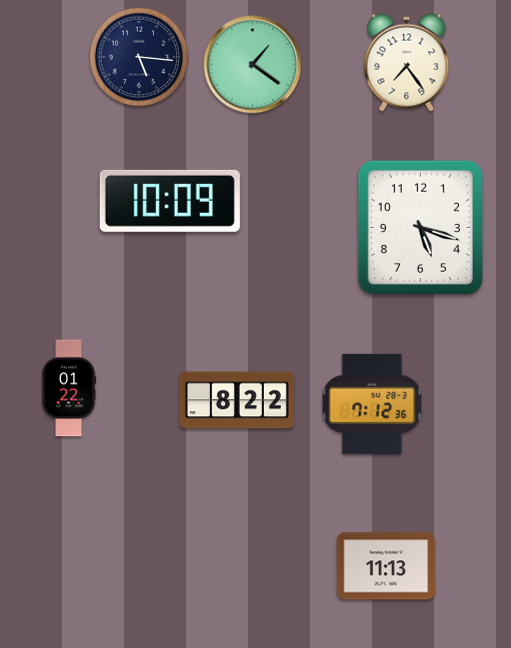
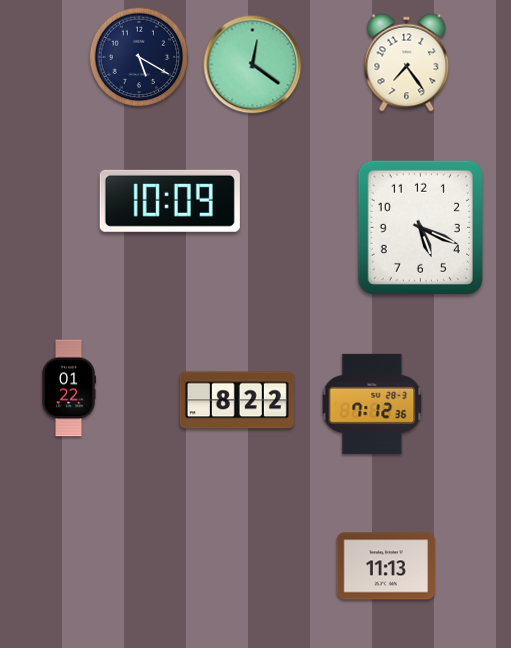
clock at (139, 57): 5:16 -> 5:20
clock at (253, 65): 1:21 -> 12:21
clock at (420, 227): 5:18 -> 5:19
